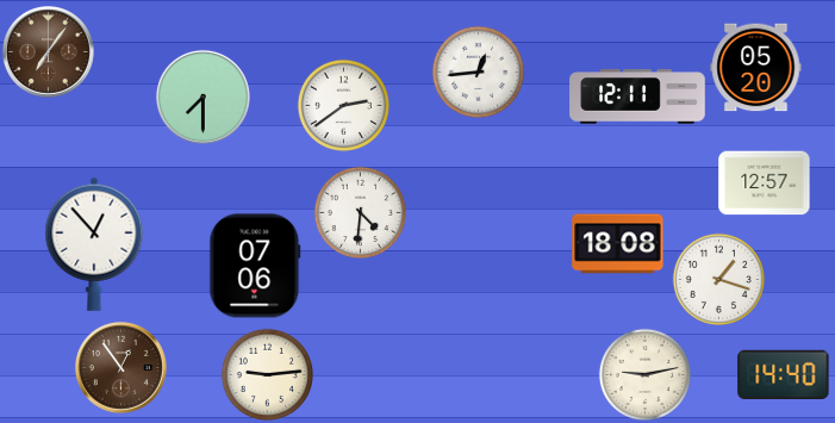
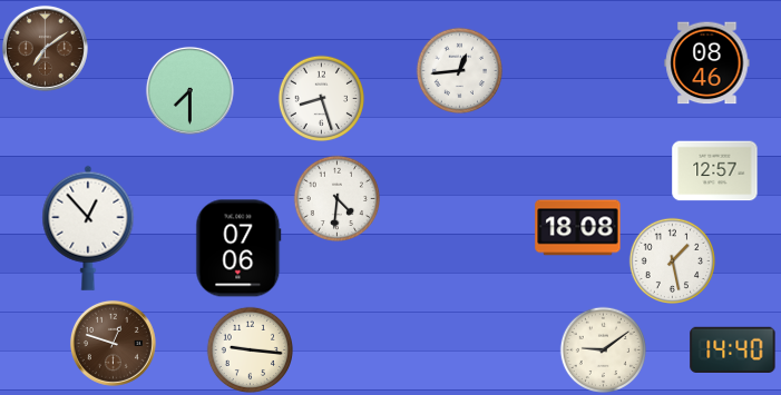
clock at (48, 51): 7:06 -> 7:09
clock at (756, 68): 05:20 -> 08:46
clock at (478, 71) position: (478, 71) -> (459, 70)
clock at (637, 97): 12:11 -> none
clock at (343, 105): 2:39 -> 8:27
clock at (718, 279): 1:18 -> 1:28
clock at (120, 367): 12:54 -> 12:48
clock at (267, 374): 9:14 -> 9:16
clock at (644, 374): 9:13 -> 9:09
